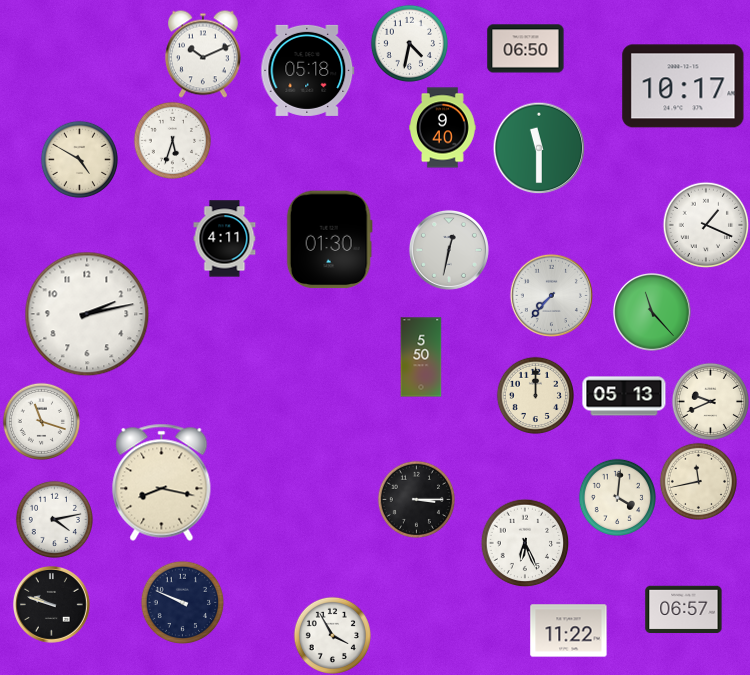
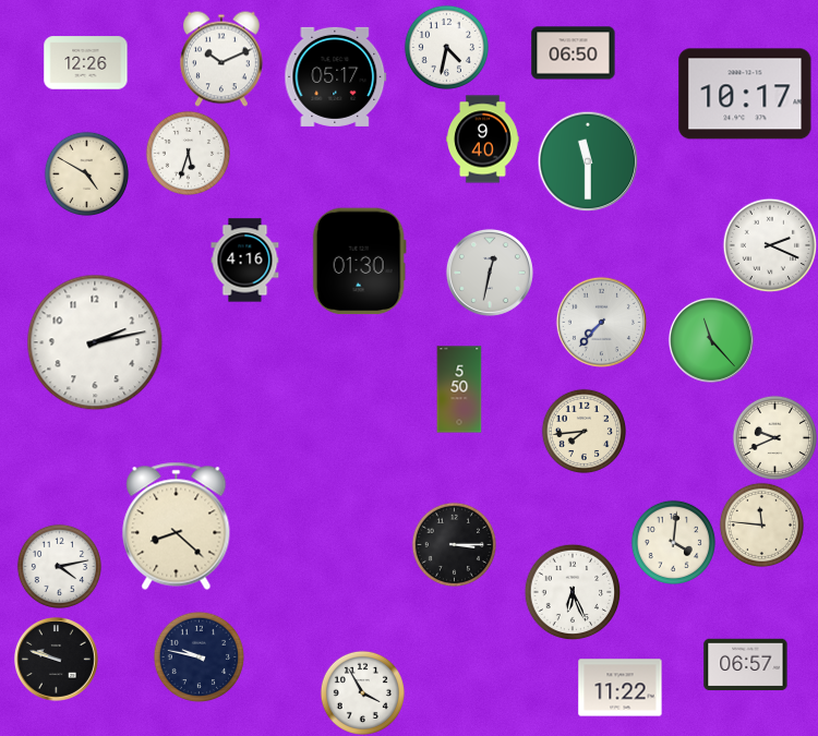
clock at (86, 63): none -> 12:26
clock at (308, 70): 05:18 -> 05:17
clock at (706, 225): 1:19 -> 2:19
clock at (225, 239): 4:11 -> 4:16
clock at (535, 395): 12:00 -> 7:44
clock at (624, 396): 05:13 -> none
clock at (41, 421): 11:18 -> none
clock at (698, 481): 11:43 -> 11:46
clock at (162, 482): 8:17 -> 8:22
clock at (182, 602): 9:49 -> 9:47
